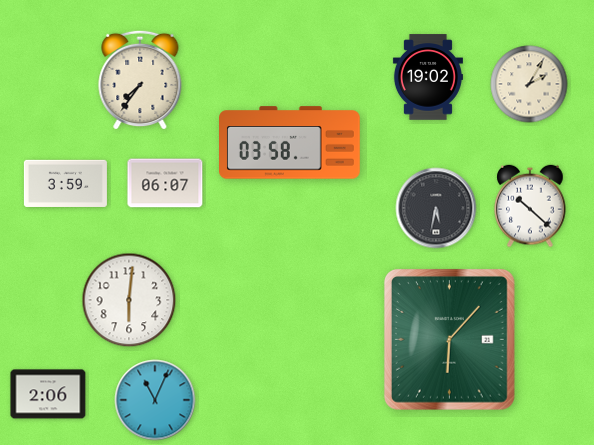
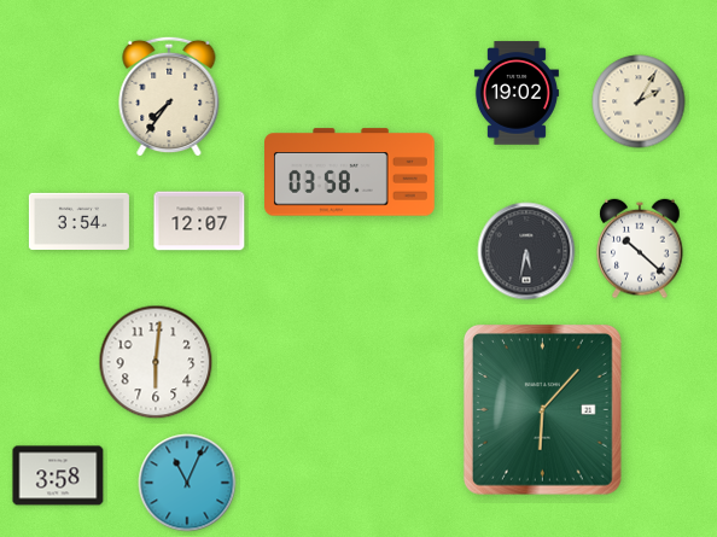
clock at (65, 183): 3:59 -> 3:54
clock at (165, 183): 06:07 -> 12:07
clock at (48, 394): 2:06 -> 3:58
